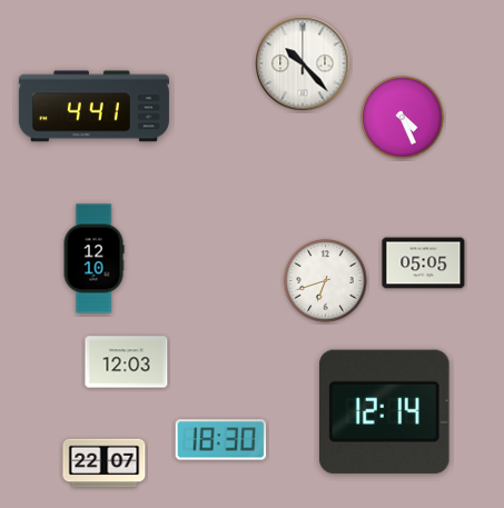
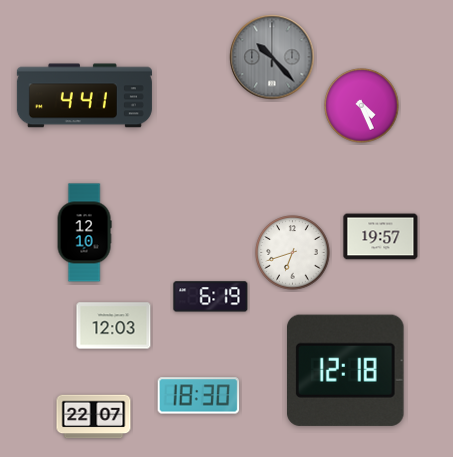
clock at (303, 63) dial: white -> grey
clock at (424, 263): 05:05 -> 19:57
clock at (211, 297): none -> 6:19
clock at (385, 411): 12:14 -> 12:18
